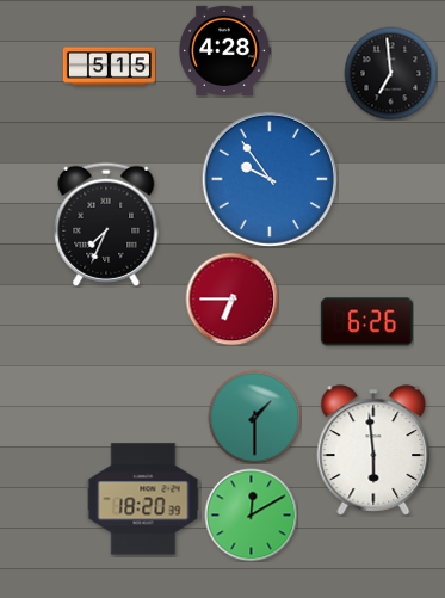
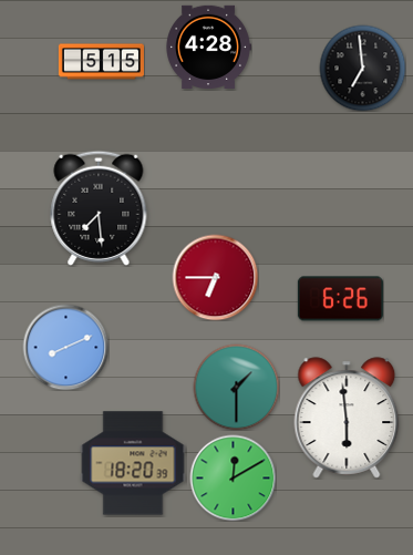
clock at (268, 178): 9:54 -> none
clock at (106, 224): 7:34 -> 7:29
clock at (65, 347): none -> 8:11
